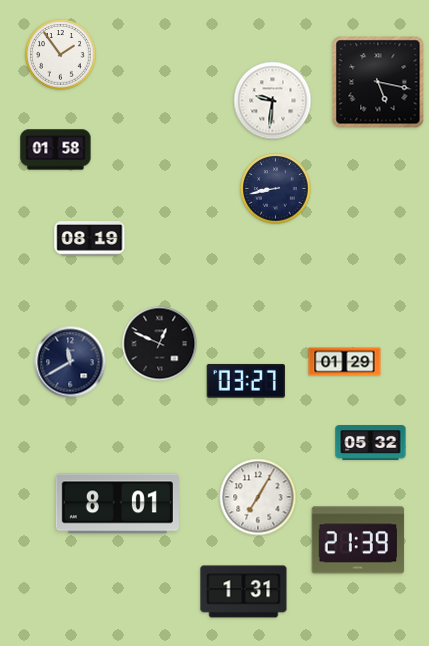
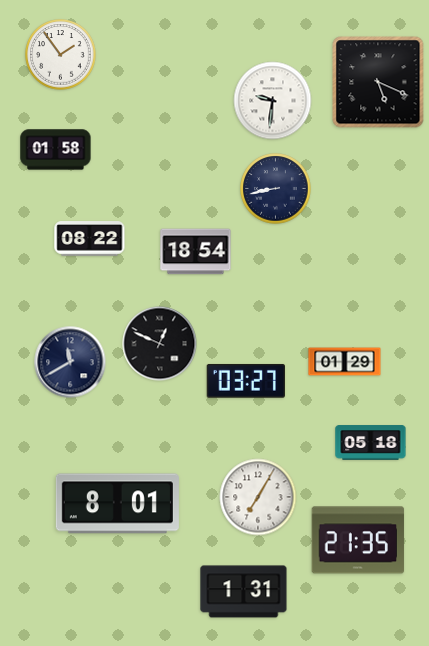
clock at (378, 82): 5:17 -> 5:19
clock at (90, 239): 08:19 -> 08:22
clock at (196, 252): none -> 18:54
clock at (371, 443): 05:32 -> 05:18
clock at (358, 540): 21:39 -> 21:35
